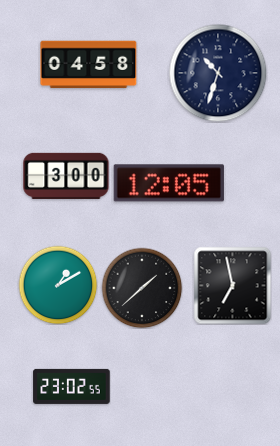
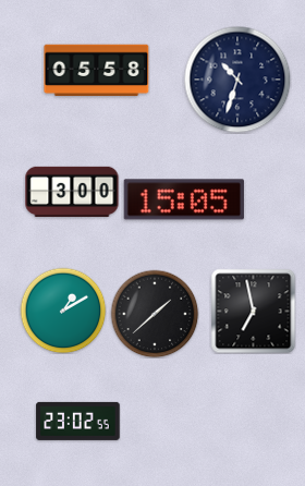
clock at (89, 65): 04:58 -> 05:58
clock at (169, 183): 12:05 -> 15:05
